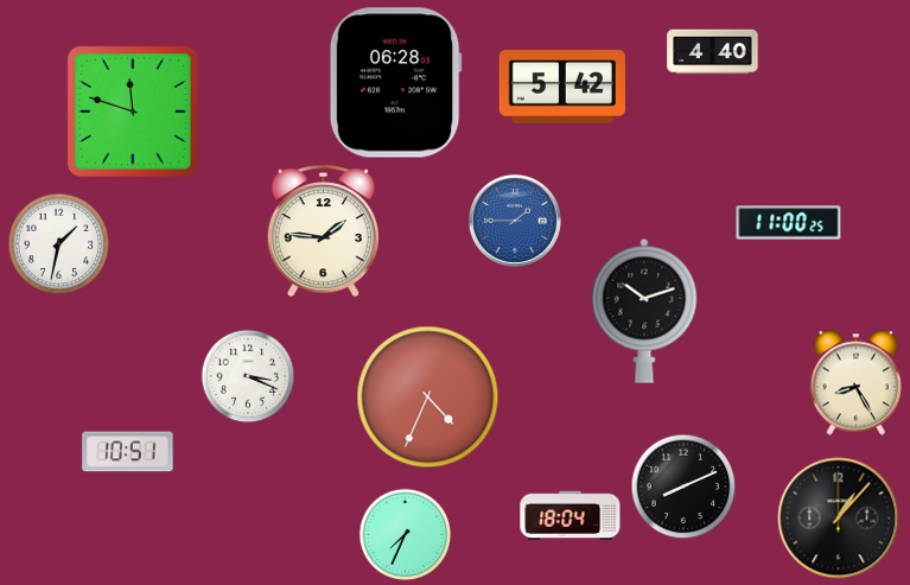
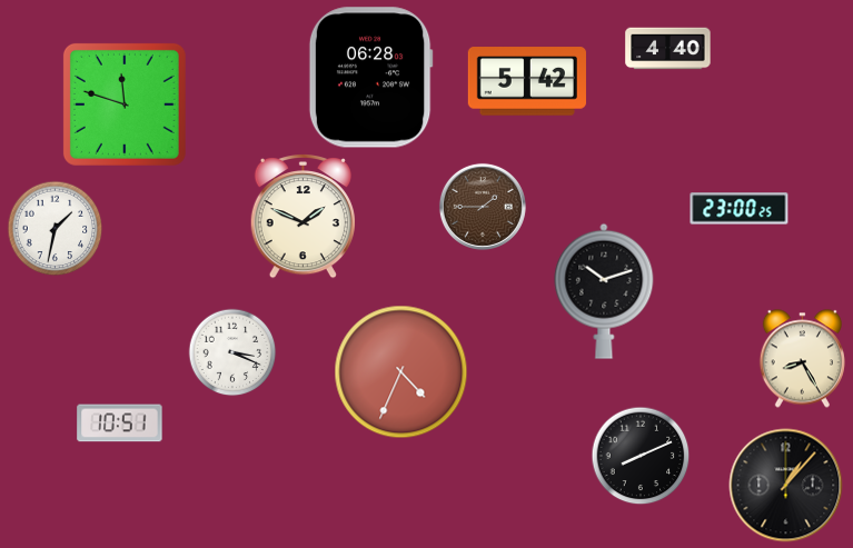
clock at (515, 221) dial: blue -> brown
clock at (789, 223): 11:00 -> 23:00
clock at (323, 231): 1:46 -> 1:49
clock at (571, 516): 18:04 -> none
clock at (405, 534): 7:34 -> none
